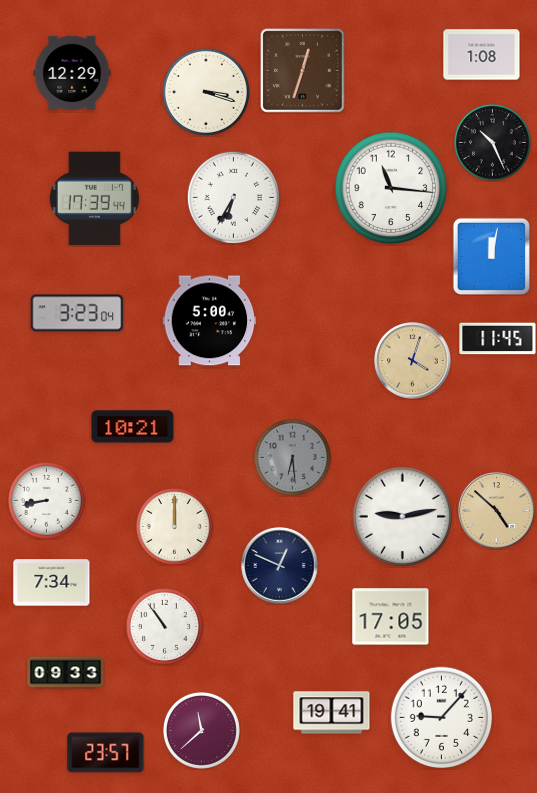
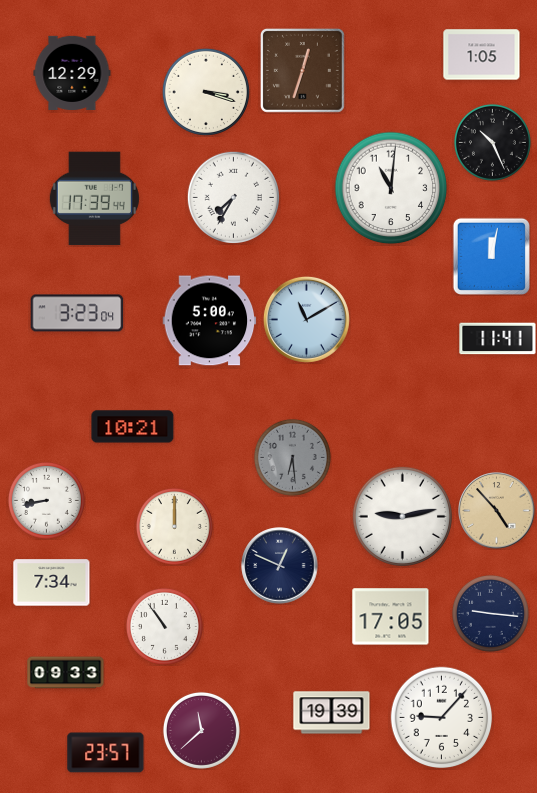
clock at (482, 55): 1:08 -> 1:05
clock at (391, 188): 11:16 -> 11:01
clock at (233, 197): 6:35 -> 7:35
clock at (306, 319): none -> 11:10
clock at (498, 339): 11:45 -> 11:41
clock at (413, 361): 4:03 -> none
clock at (497, 511): 4:52 -> 4:53
clock at (490, 613): none -> 9:16
clock at (332, 713): 19:41 -> 19:39
